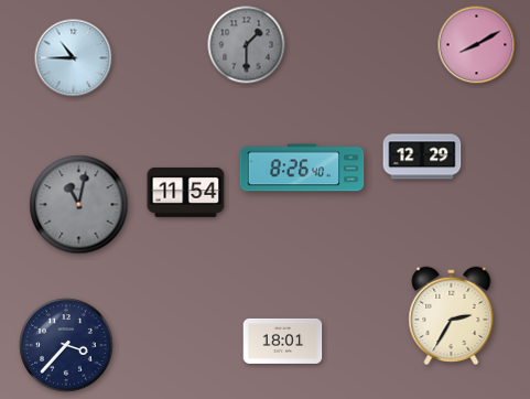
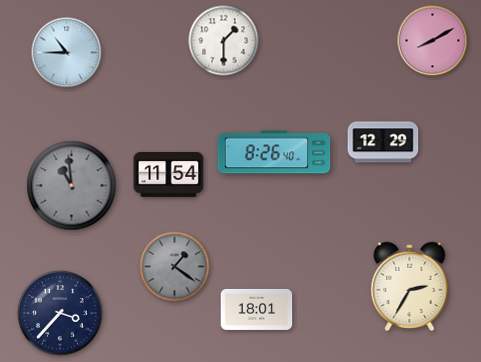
clock at (247, 45) dial: grey -> white
clock at (79, 205): 11:02 -> 10:59
clock at (175, 267): none -> 1:21
